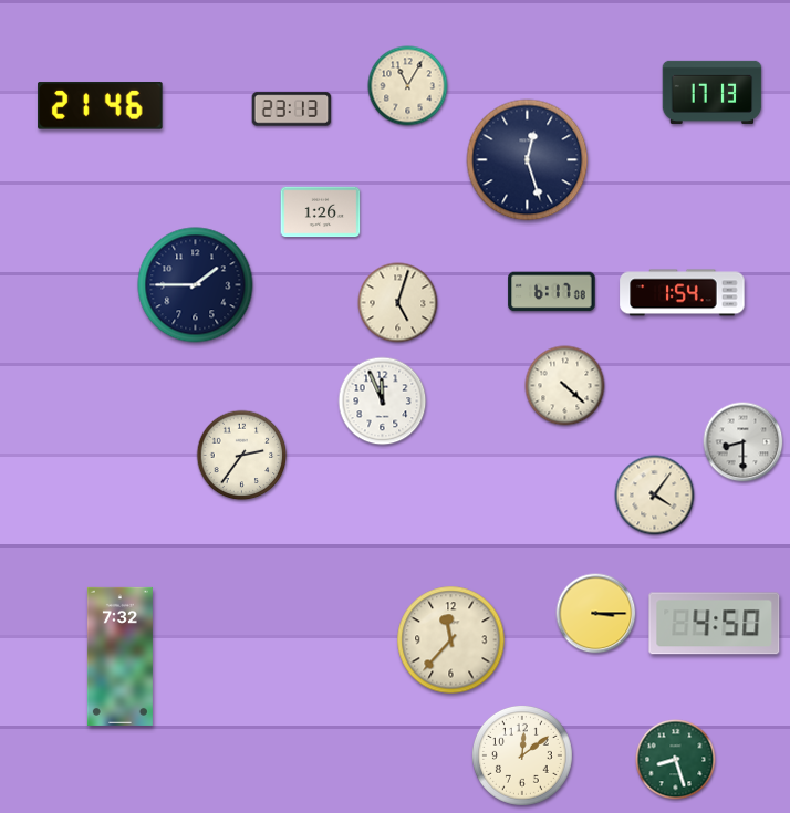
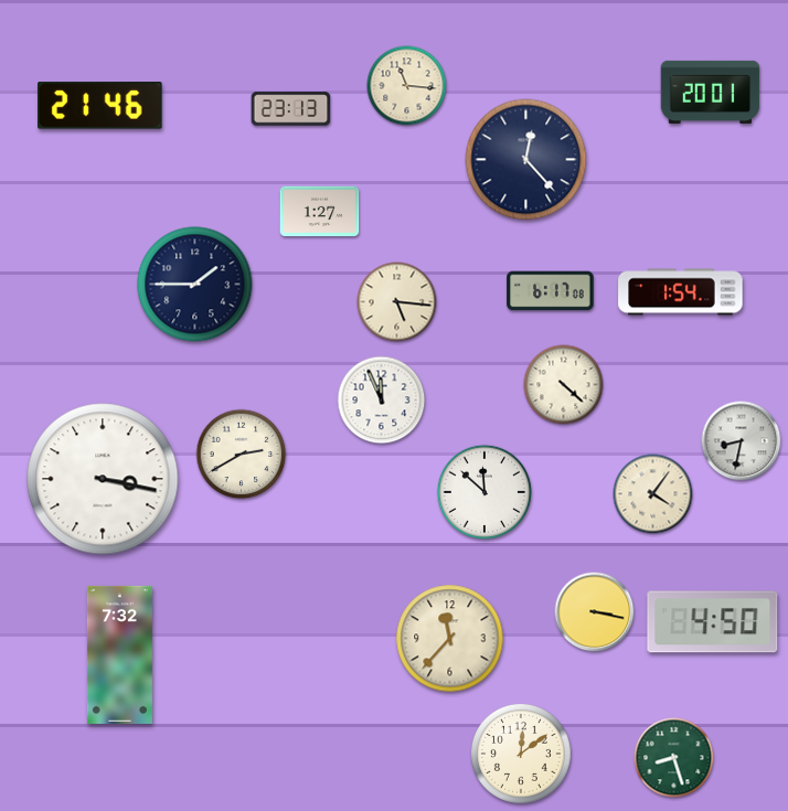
clock at (408, 86): 11:05 -> 11:16
clock at (713, 92): 17:13 -> 20:01
clock at (528, 160): 12:27 -> 12:23
clock at (321, 212): 1:26 -> 1:27
clock at (398, 303): 5:03 -> 5:16
clock at (744, 442): 8:30 -> 8:32
clock at (242, 456): 2:36 -> 2:40
clock at (103, 479): none -> 3:17
clock at (483, 491): none -> 11:52
clock at (596, 614): 3:15 -> 3:17
